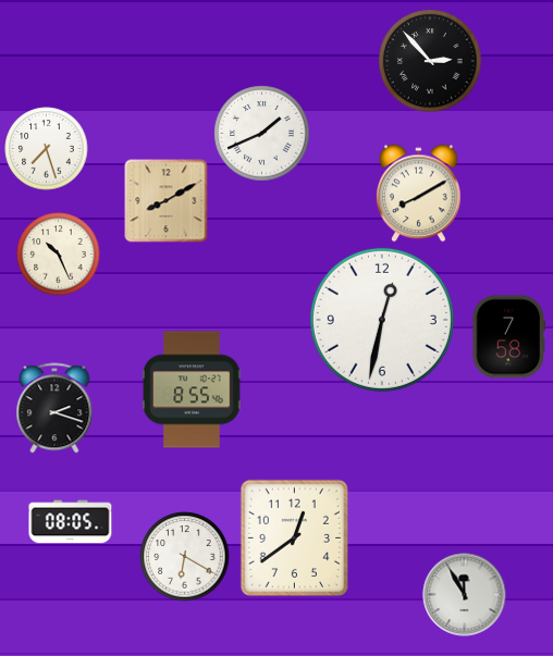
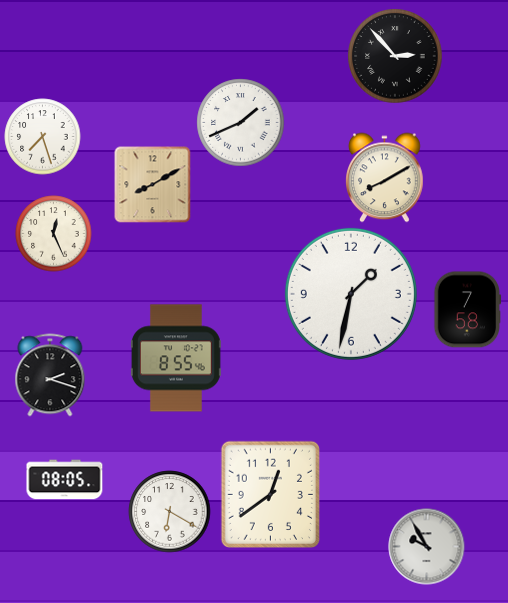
clock at (59, 255): 10:26 -> 12:26
clock at (382, 320): 12:32 -> 1:32
clock at (465, 595): 11:55 -> 9:55
